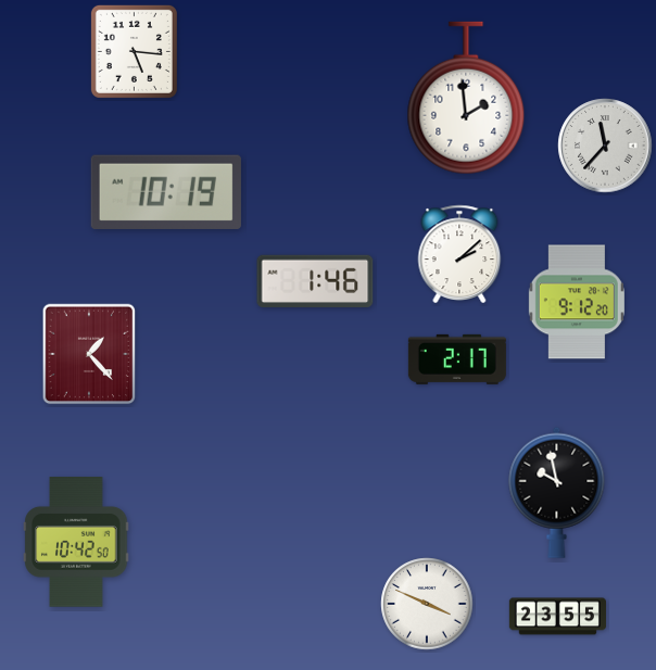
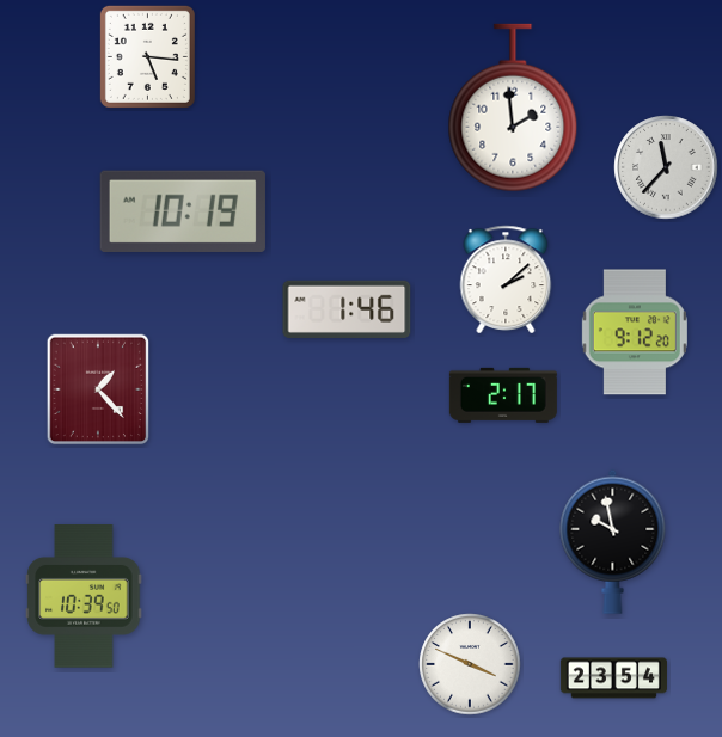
clock at (605, 146) position: (605, 146) -> (666, 167)
clock at (76, 542): 10:42 -> 10:39
clock at (557, 617): 23:55 -> 23:54
